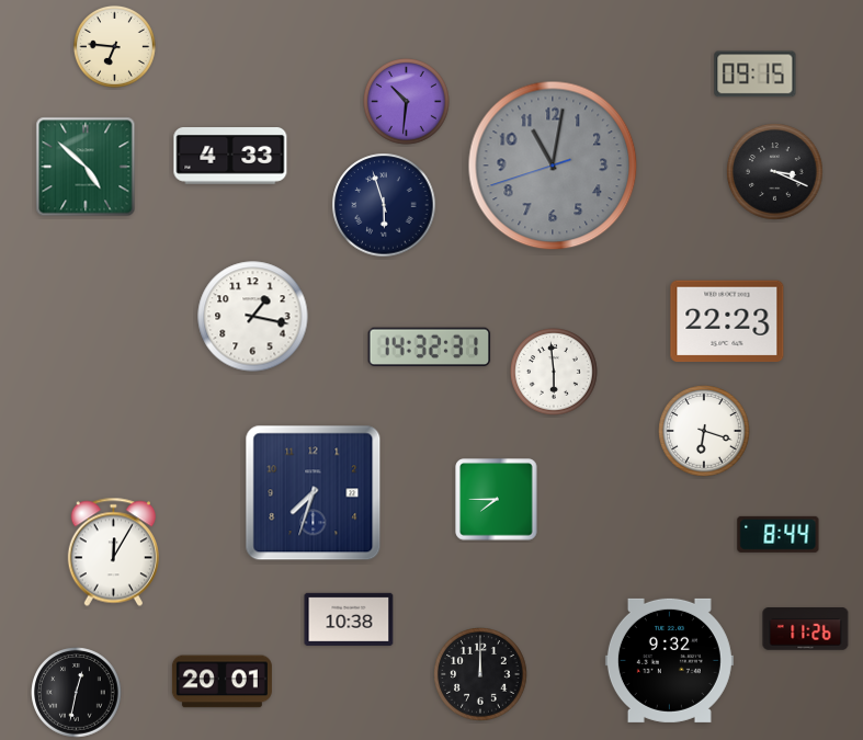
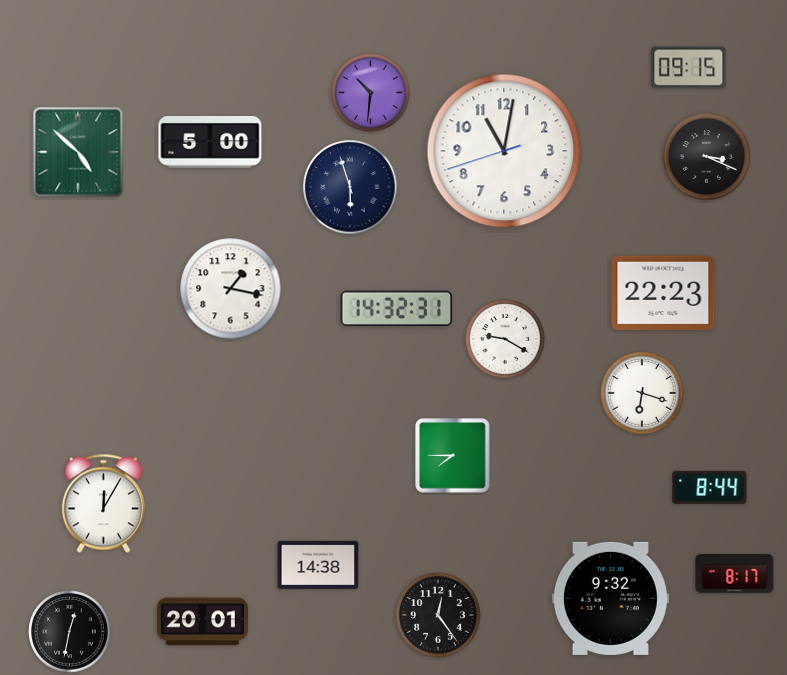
clock at (114, 47): 6:46 -> none
clock at (230, 157): 4:33 -> 5:00
clock at (553, 166) dial: grey -> white
clock at (430, 348) position: (430, 348) -> (397, 309)
clock at (555, 373): 5:59 -> 9:20
clock at (314, 493): 7:33 -> none
clock at (349, 619): 10:38 -> 14:38
clock at (806, 629): 11:26 -> 8:17
clock at (669, 660) position: (669, 660) -> (610, 598)
clock at (480, 674): 12:00 -> 12:24
